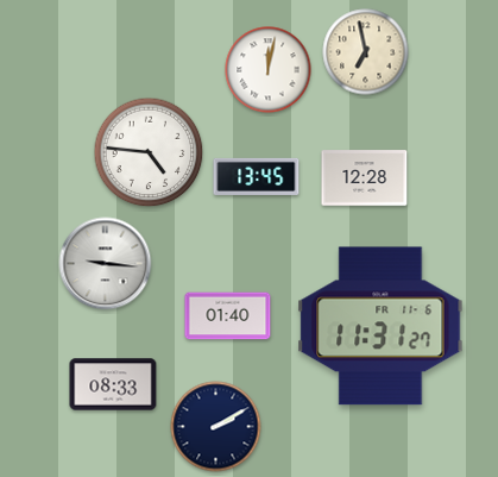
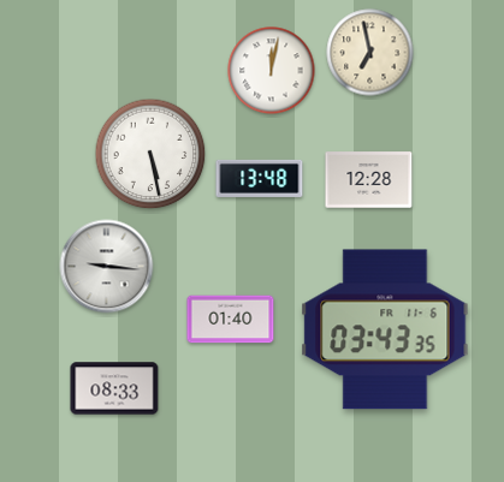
clock at (149, 152): 4:46 -> 5:28
clock at (257, 176): 13:45 -> 13:48
clock at (380, 326): 11:31 -> 03:43
clock at (216, 427): 2:10 -> none
